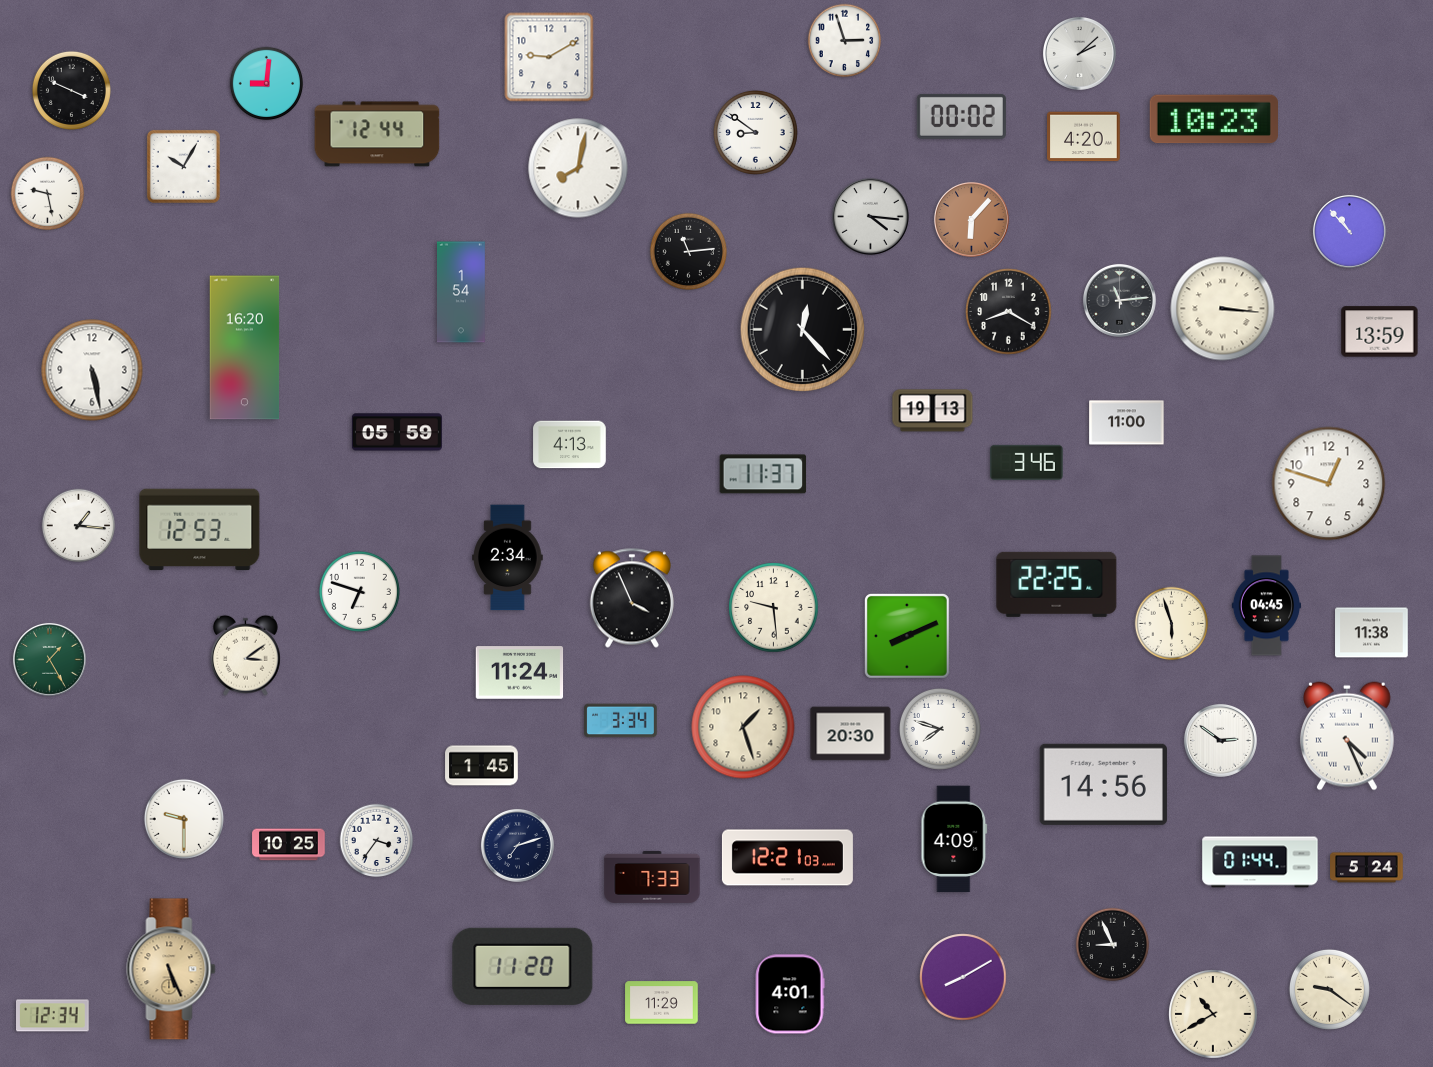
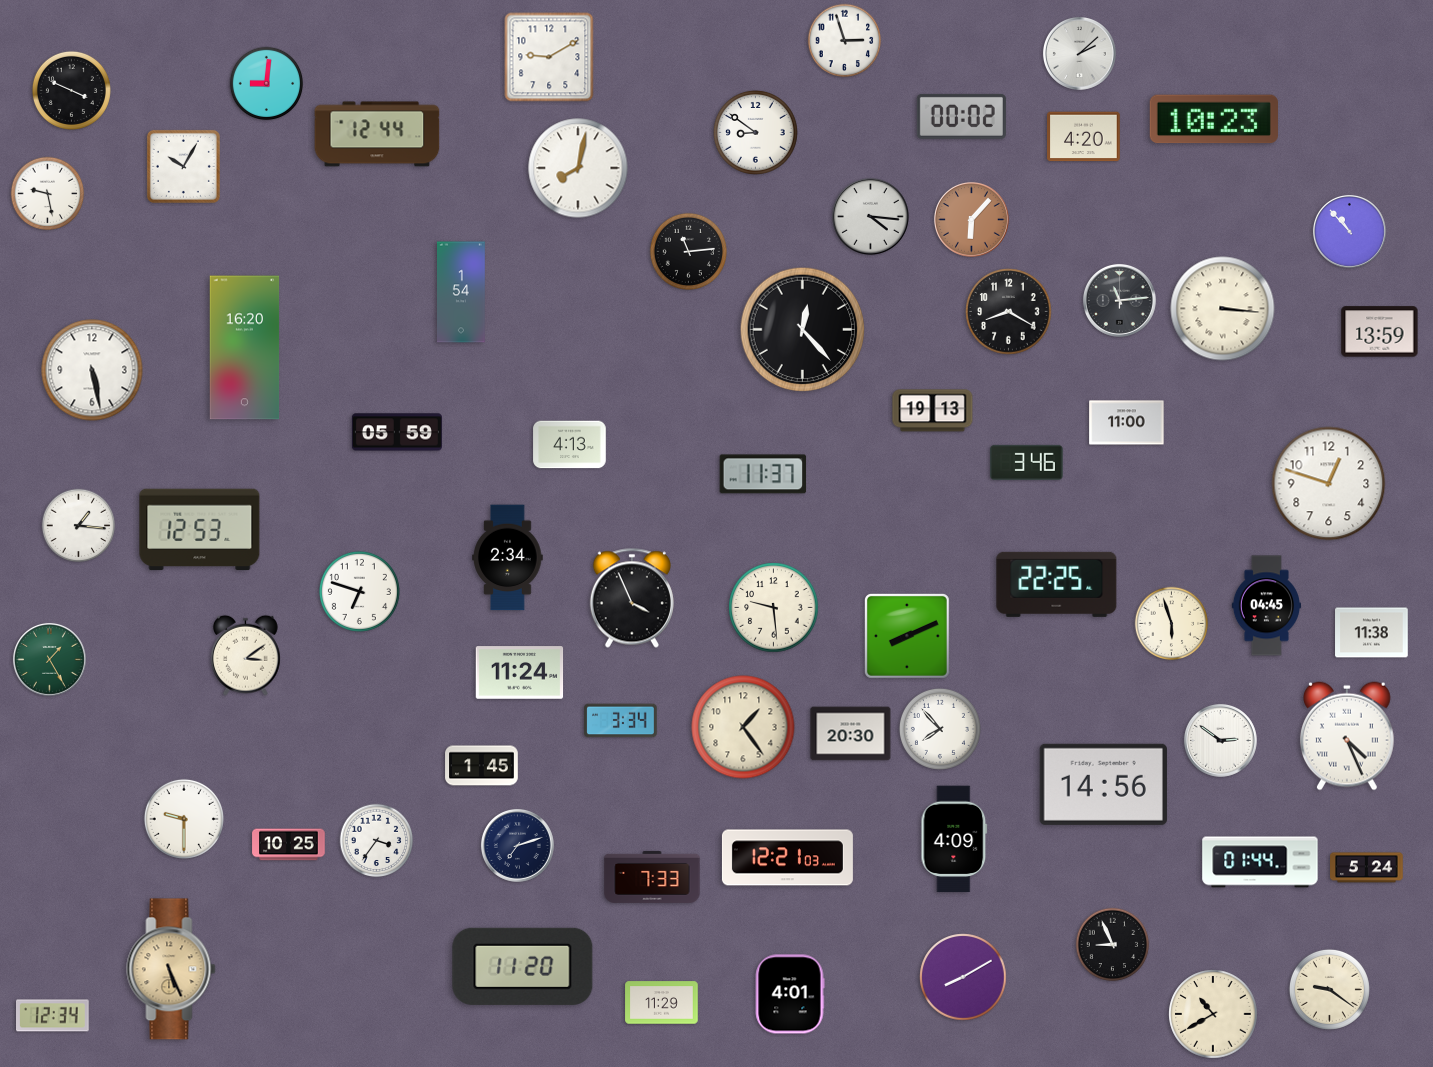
clock at (743, 727): 1:27 -> 1:24
clock at (940, 729): 7:48 -> 7:53
